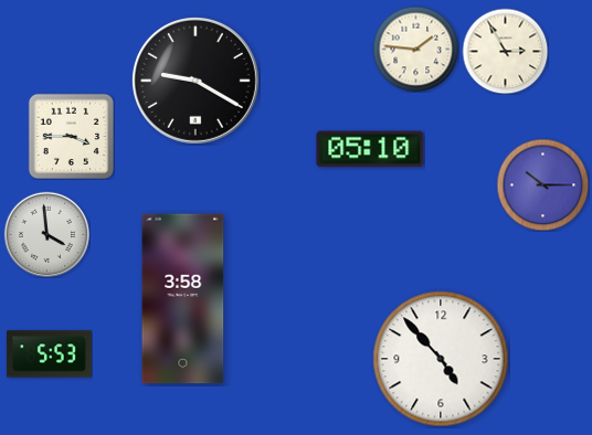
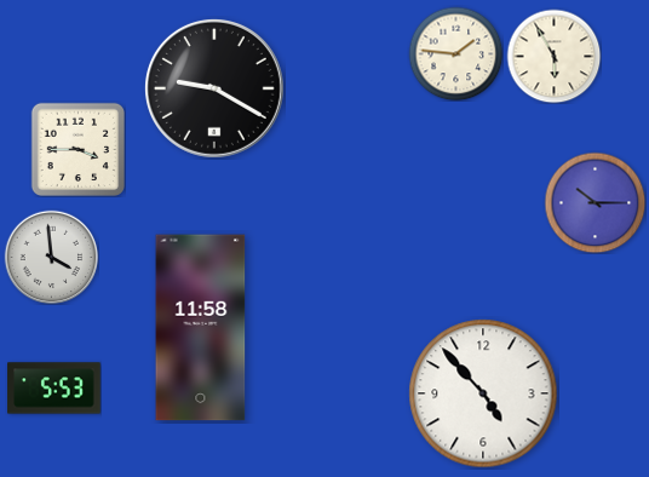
clock at (505, 51): 2:55 -> 5:55
clock at (370, 149): 05:10 -> none
clock at (183, 299): 3:58 -> 11:58
